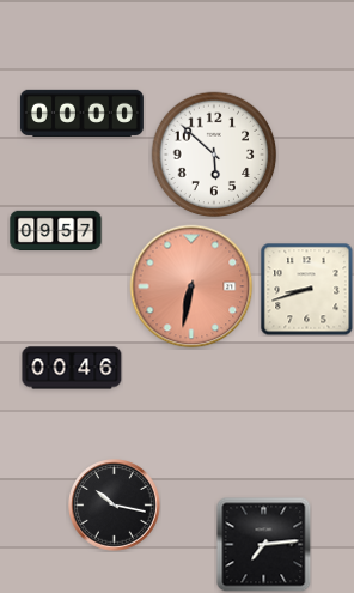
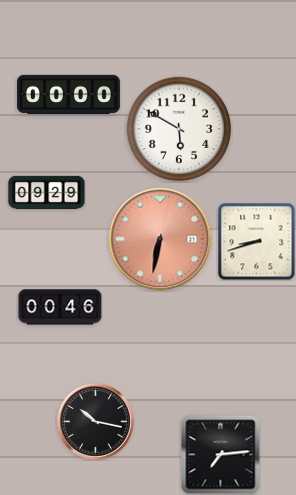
clock at (214, 155): 5:52 -> 5:50
clock at (56, 231): 09:57 -> 09:29
